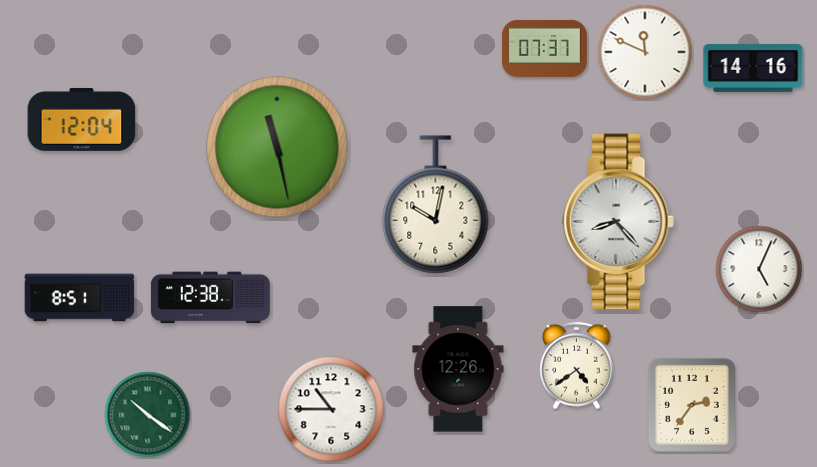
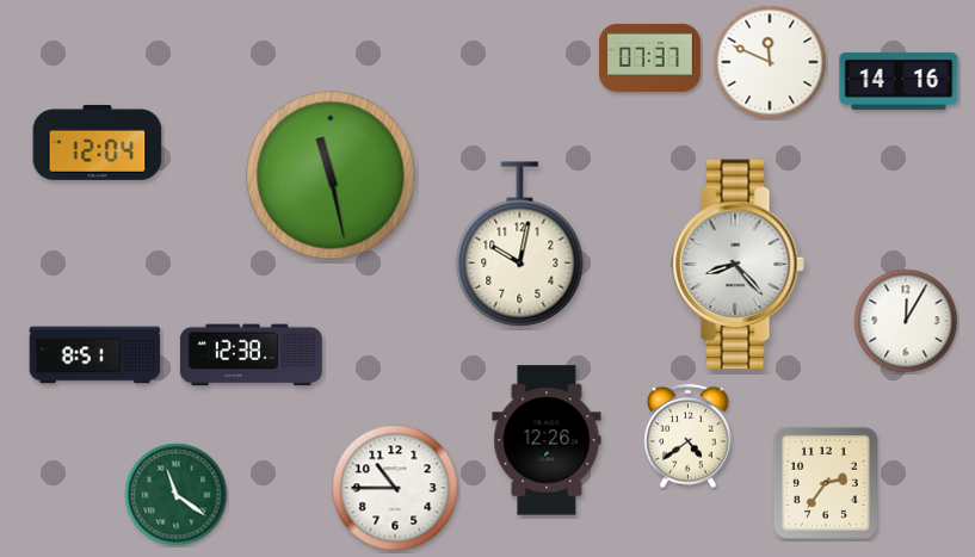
clock at (759, 269): 5:04 -> 12:05
clock at (148, 415): 10:21 -> 11:21
